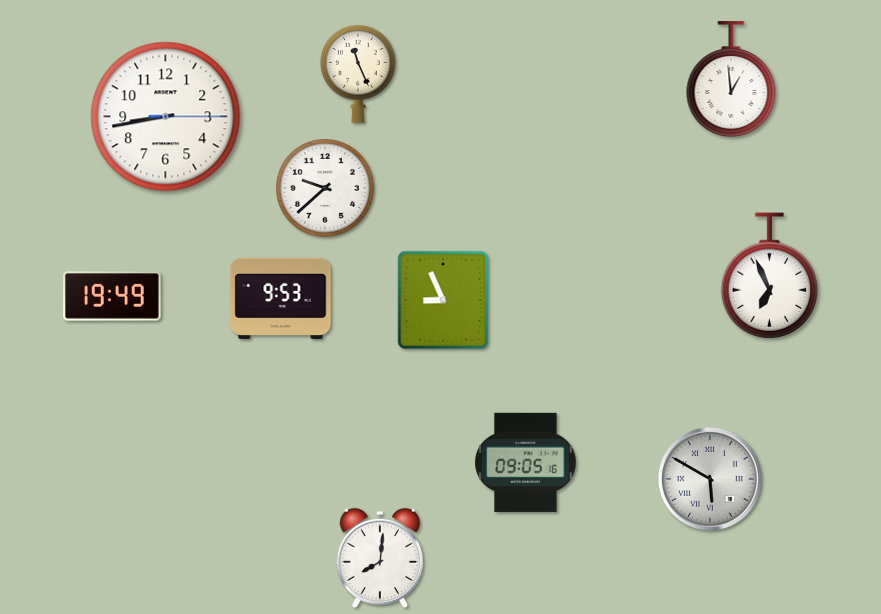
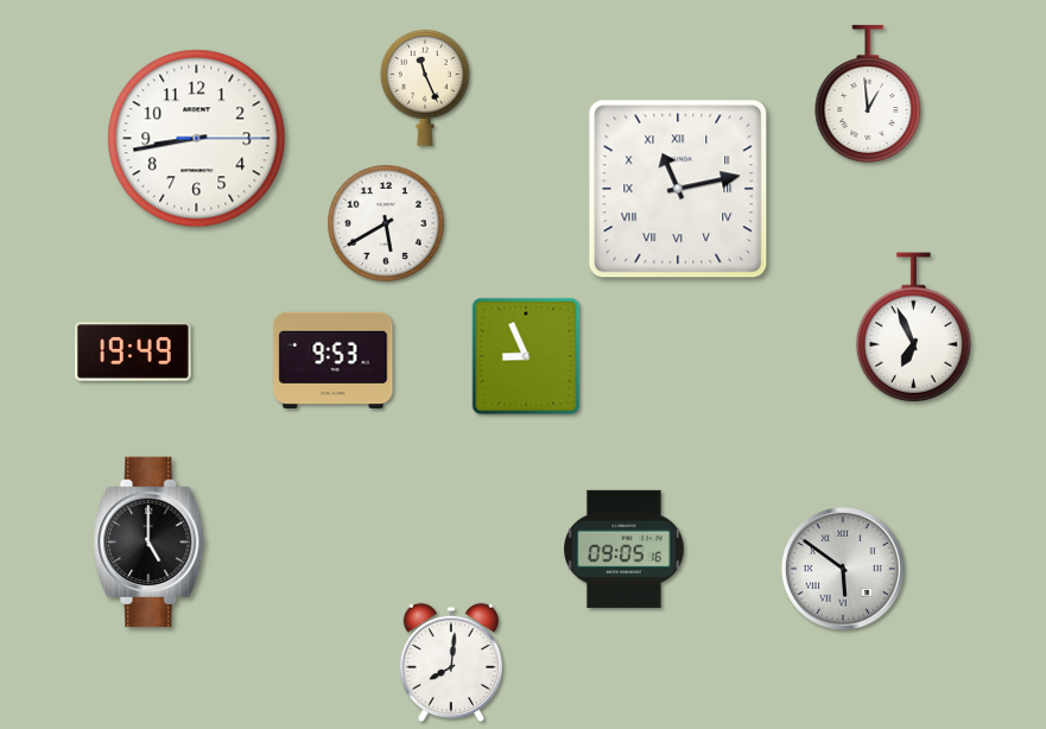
clock at (678, 189): none -> 11:13
clock at (326, 189): 9:38 -> 5:40
clock at (281, 298) position: (281, 298) -> (334, 360)
clock at (150, 543): none -> 5:00
clock at (710, 479): 5:50 -> 5:51
